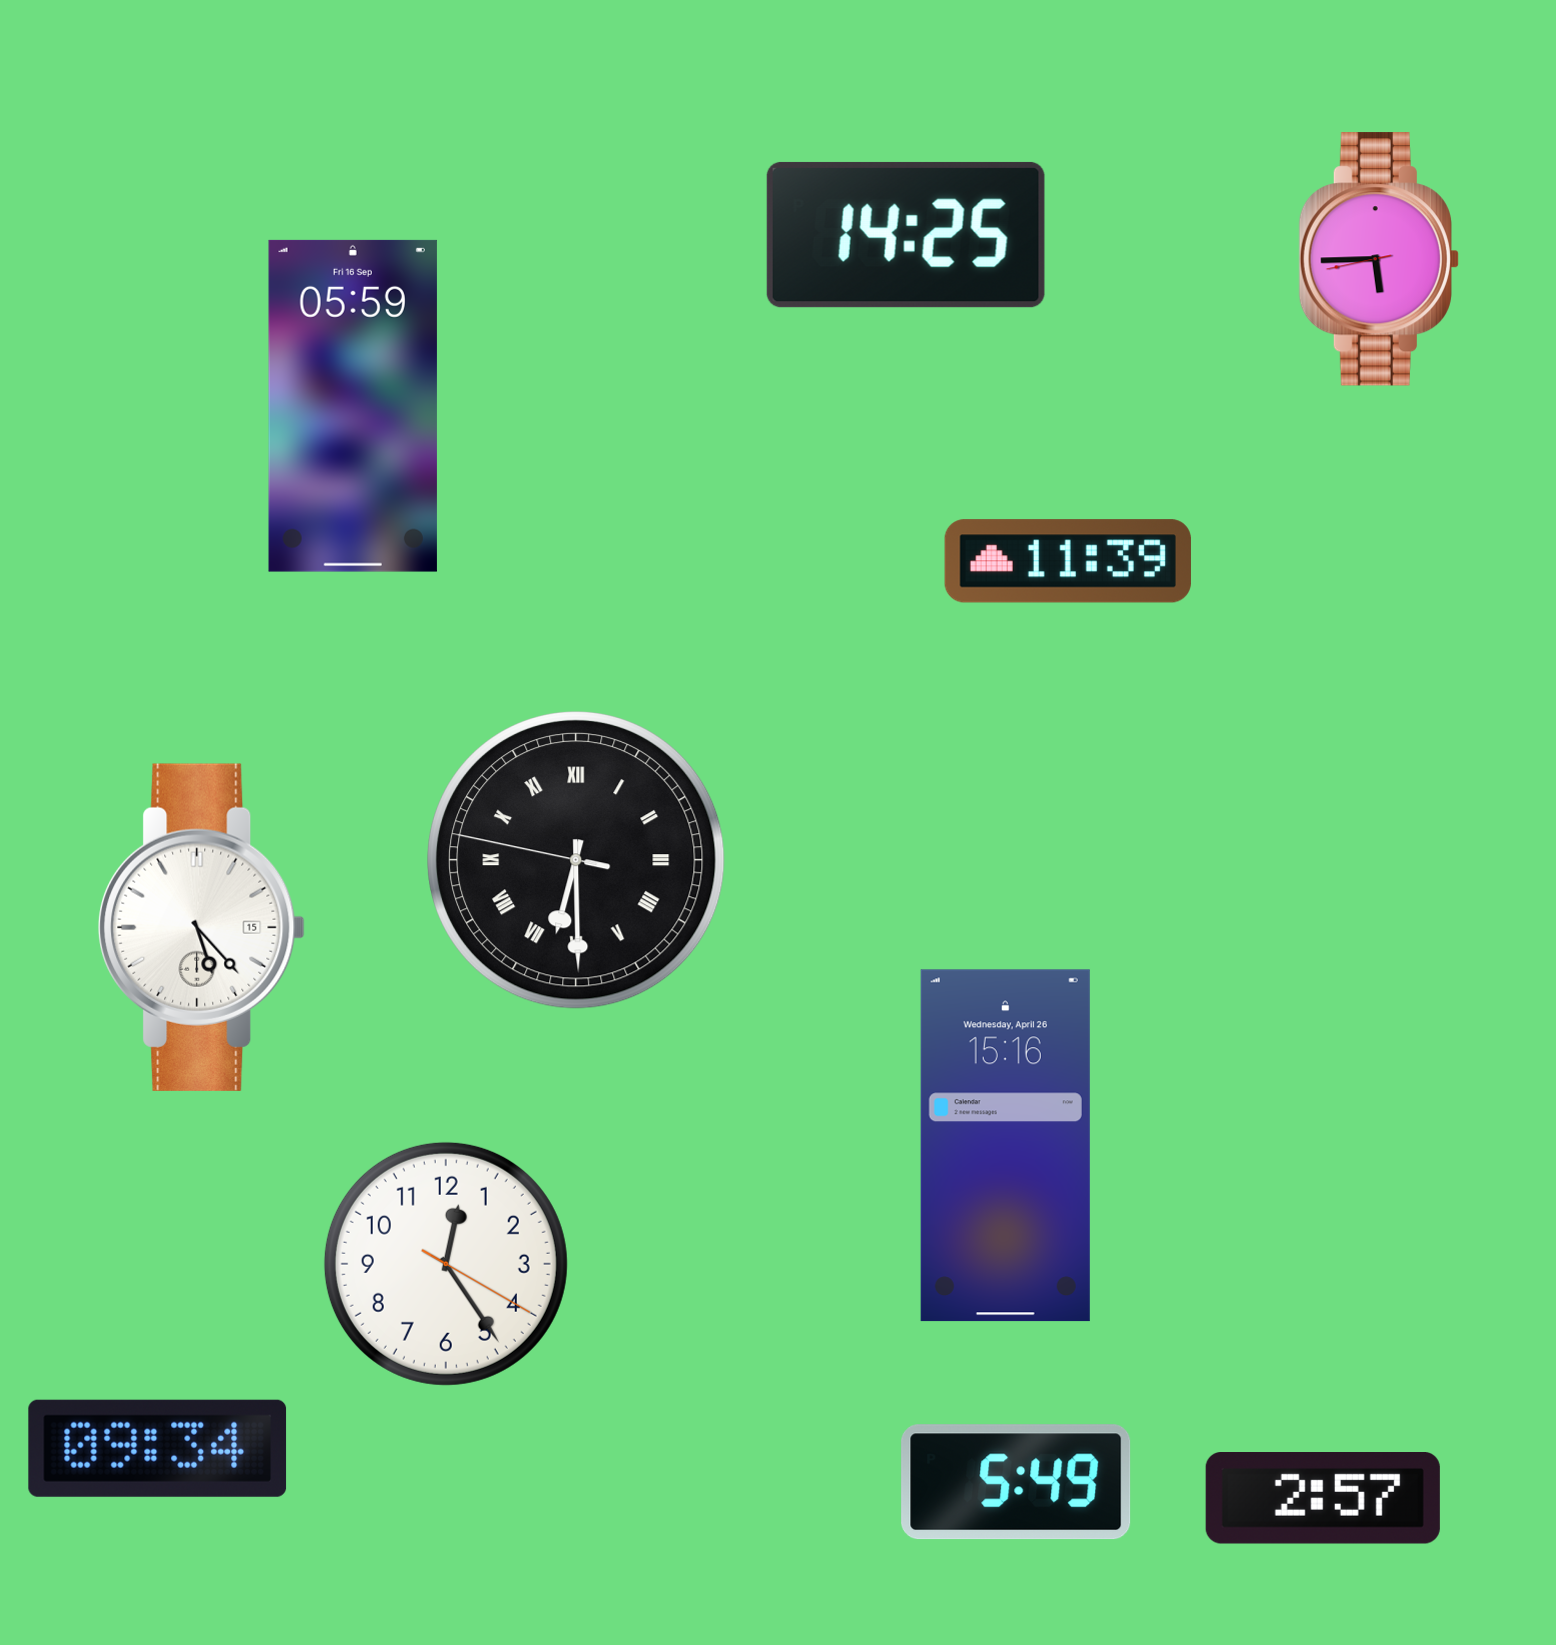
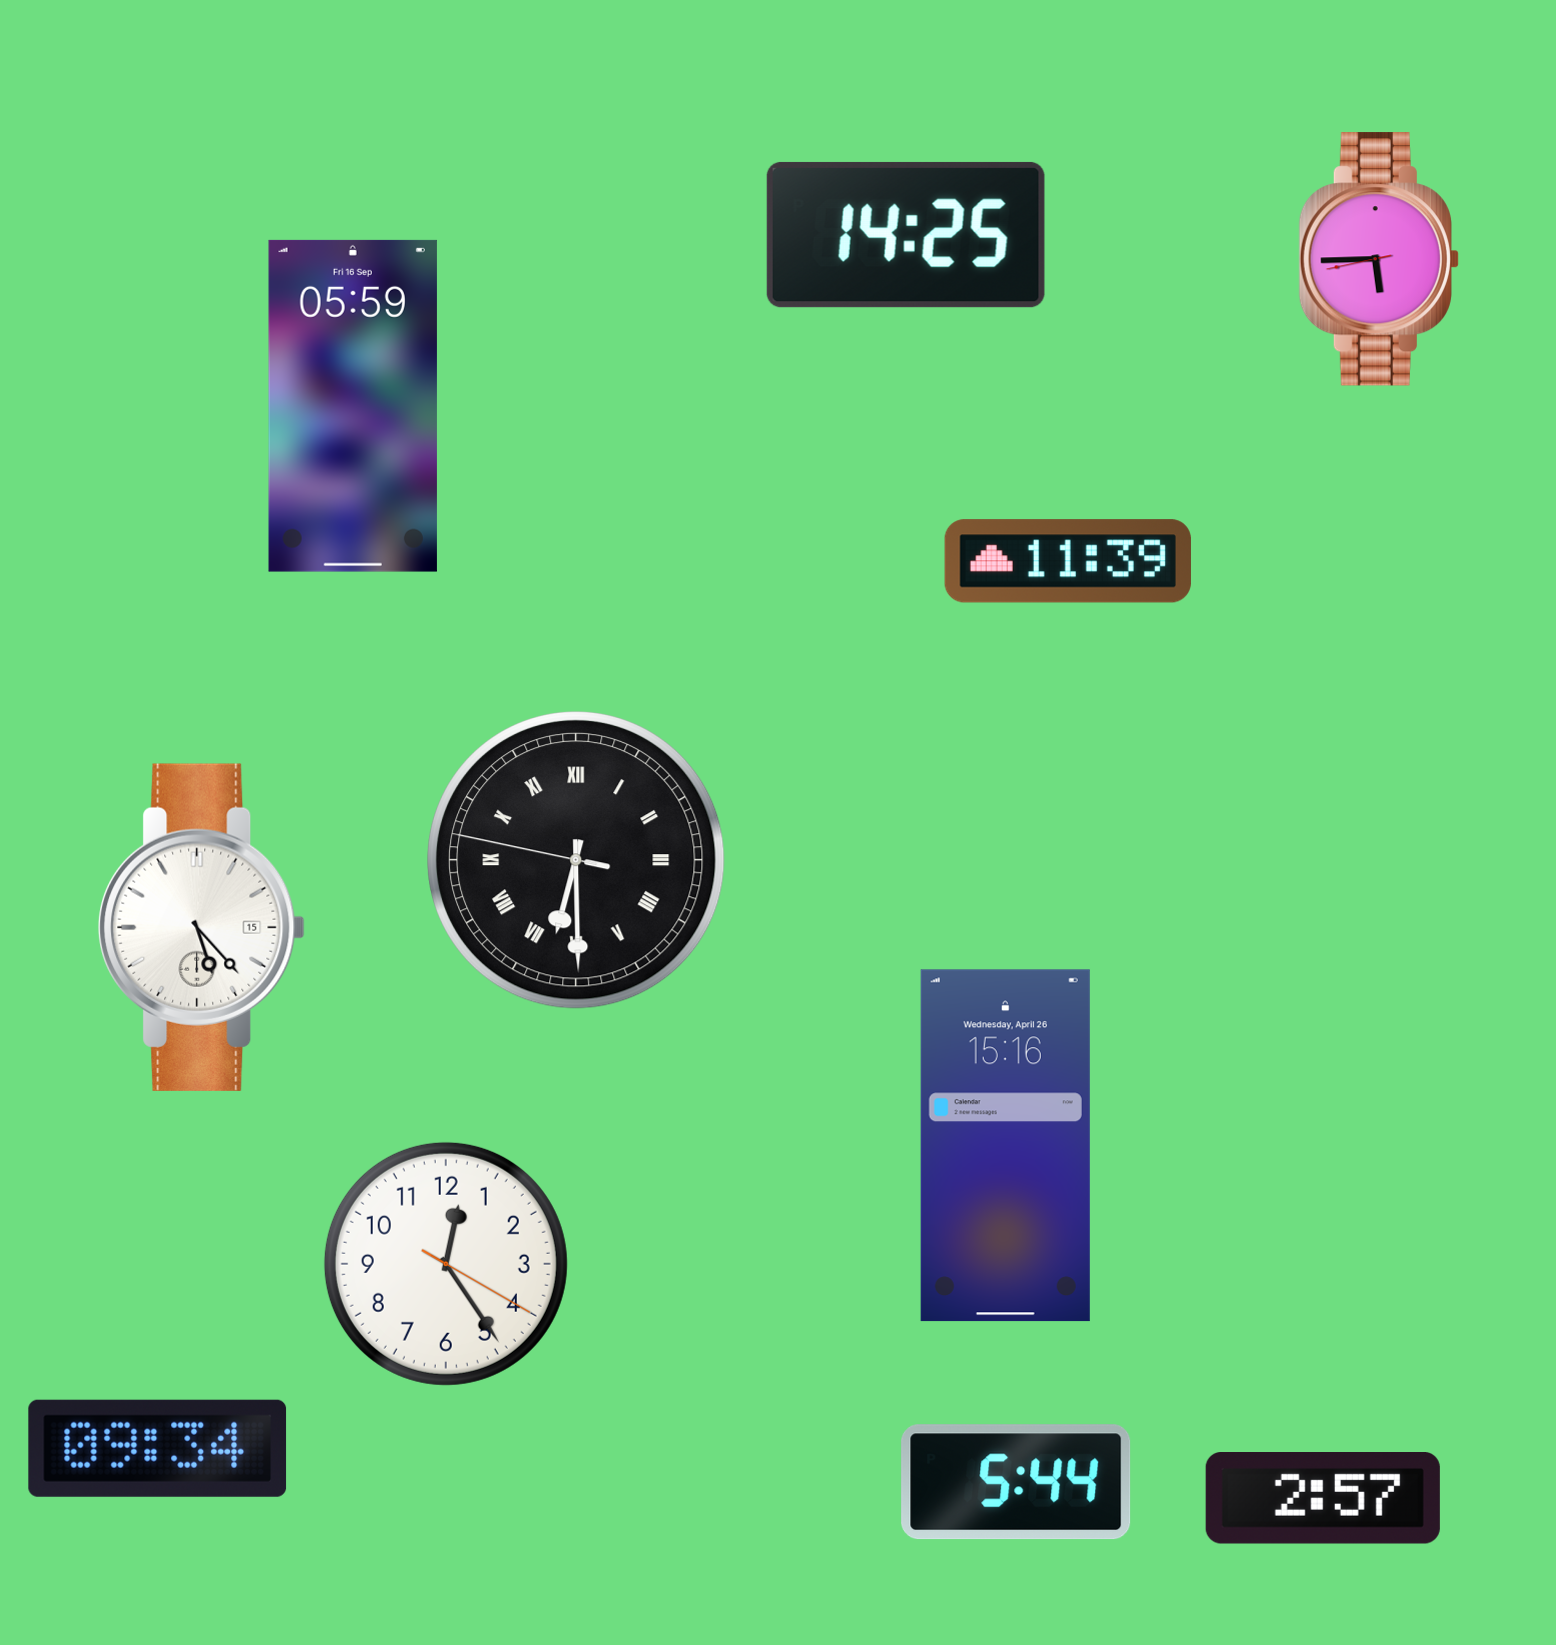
clock at (1016, 1482): 5:49 -> 5:44
